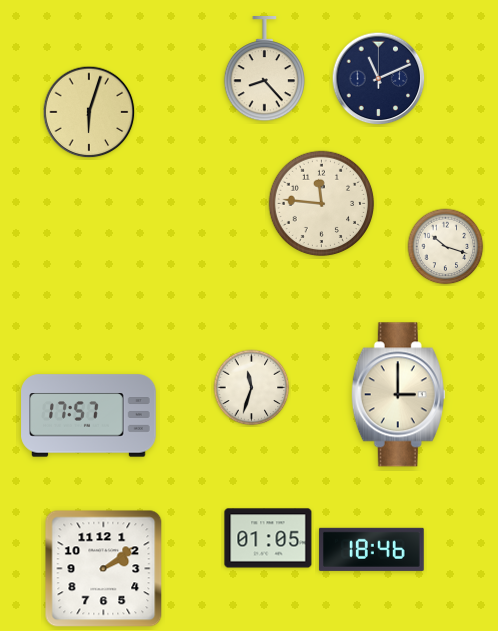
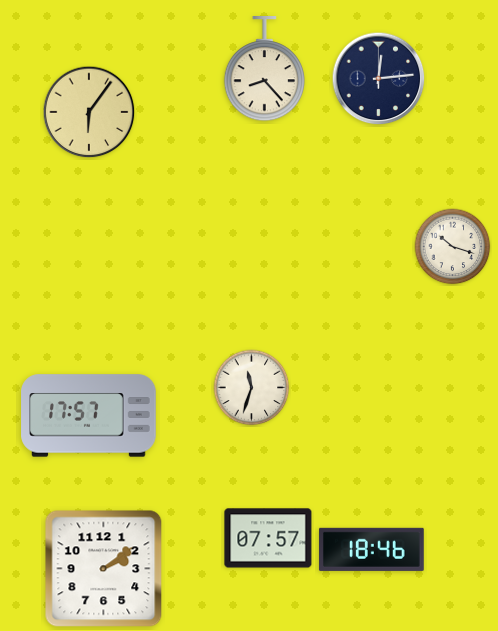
clock at (379, 79): 11:11 -> 12:14
clock at (89, 112): 6:03 -> 6:06
clock at (322, 204): 11:46 -> none
clock at (446, 247) position: (446, 247) -> (453, 247)
clock at (398, 395): 3:00 -> none
clock at (268, 538): 01:05 -> 07:57
